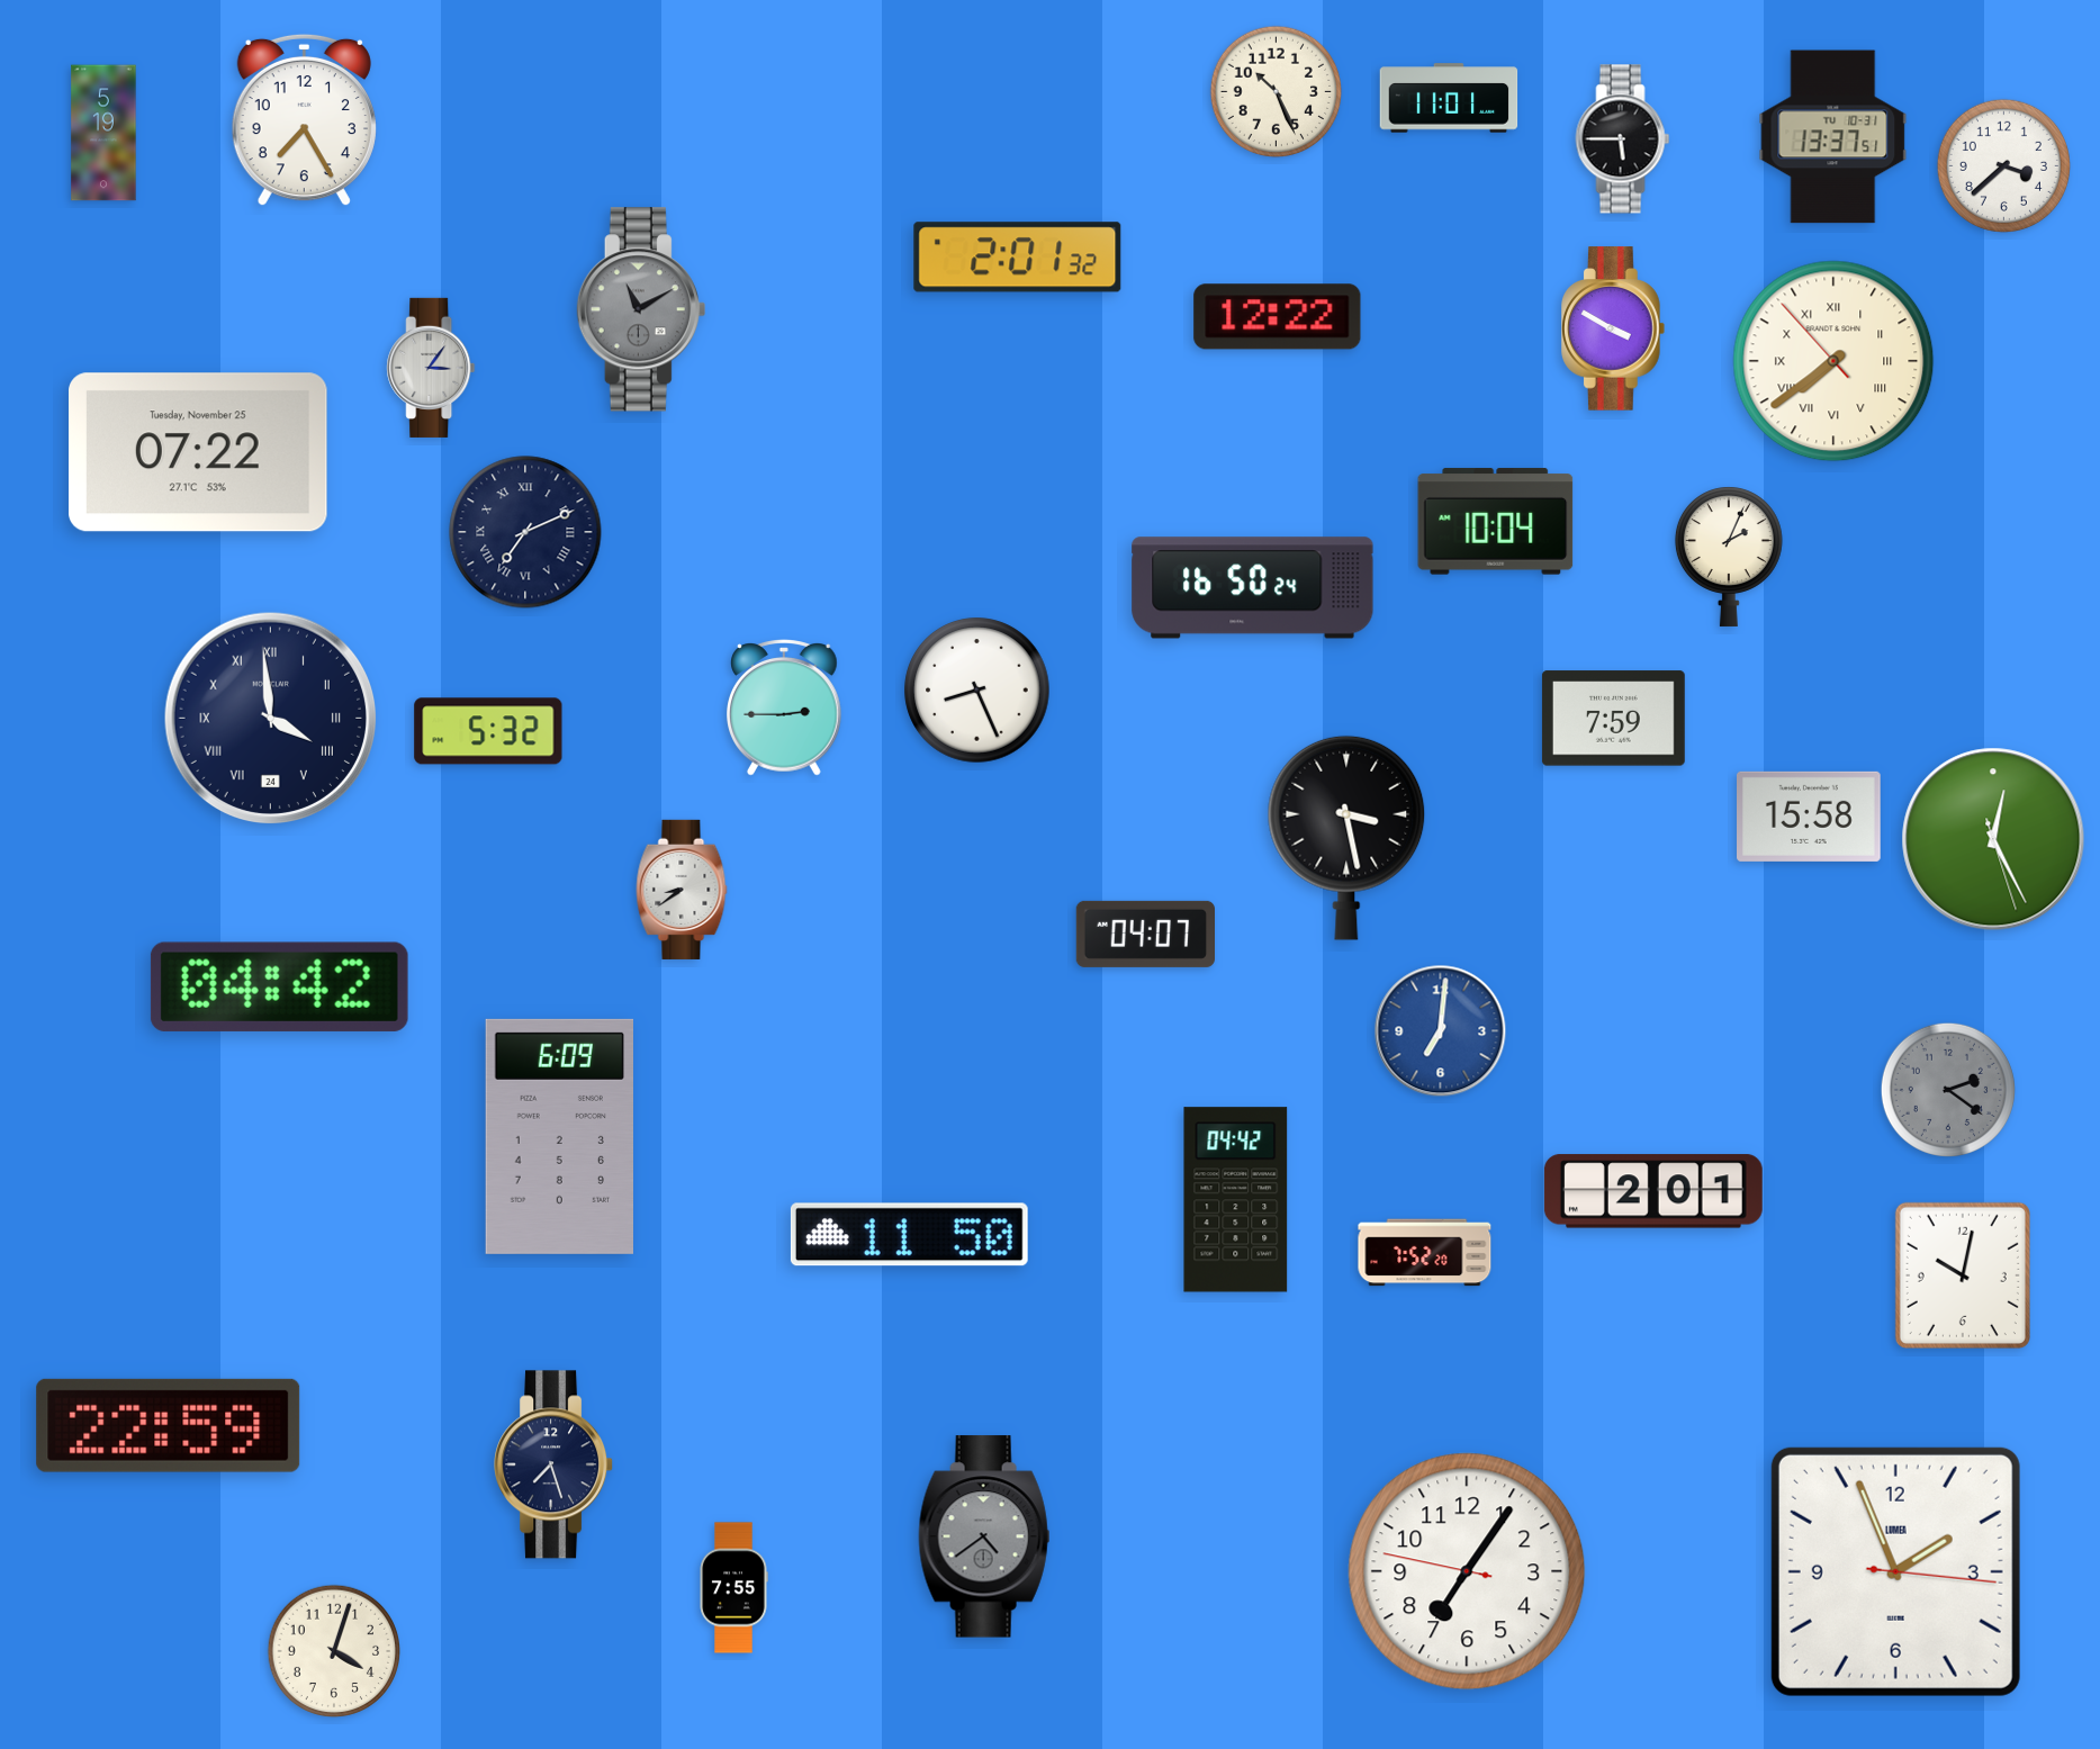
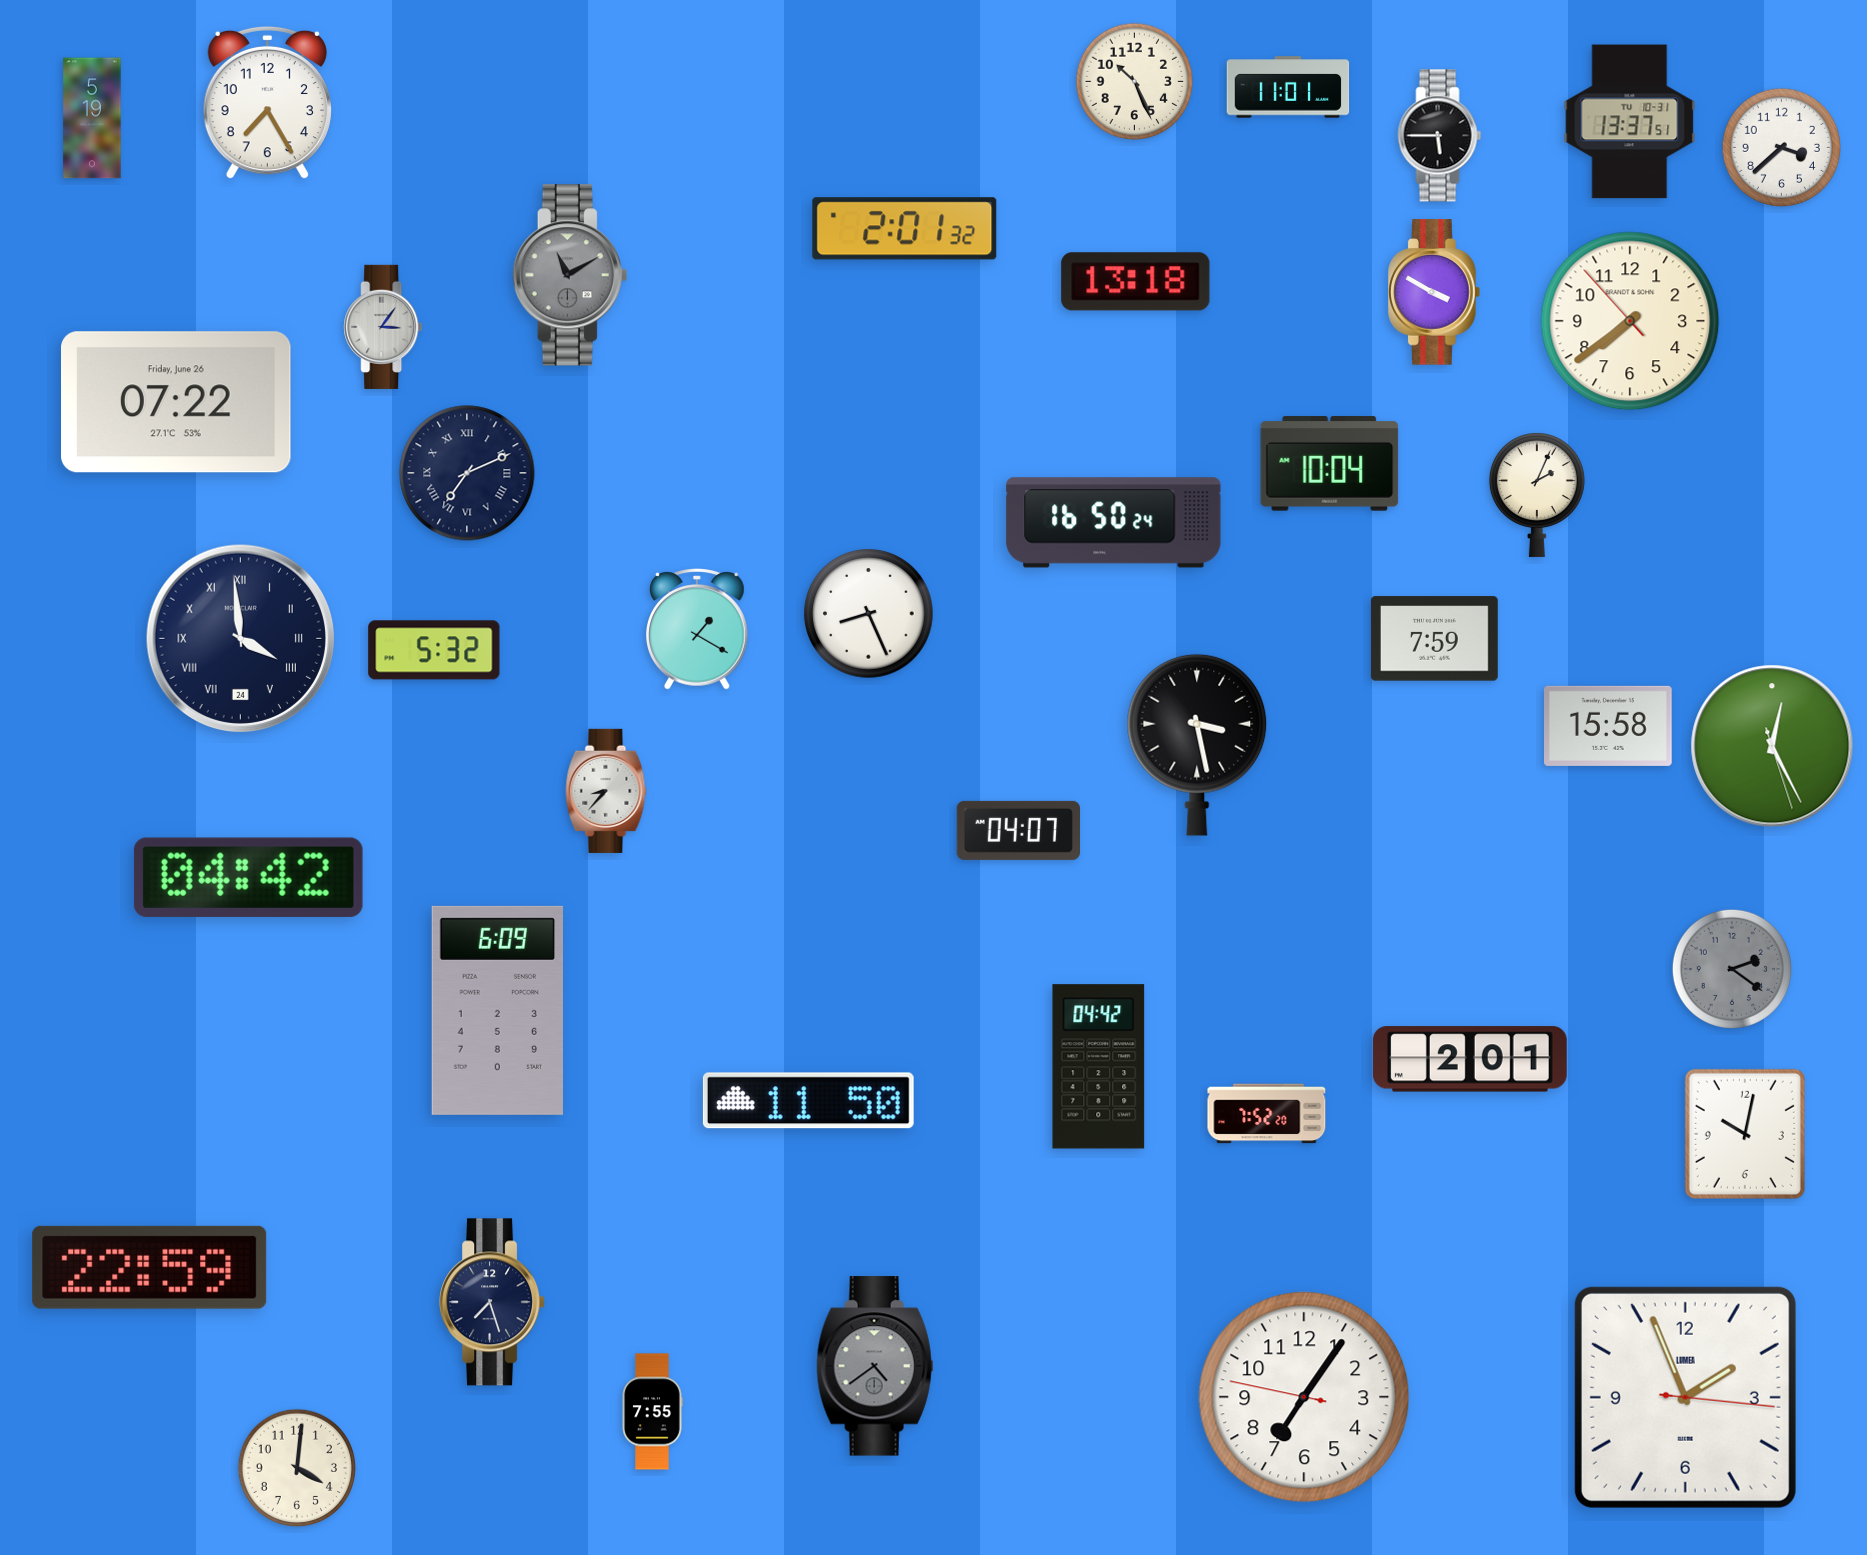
clock at (304, 120) position: (304, 120) -> (267, 103)
clock at (1623, 139) position: (1623, 139) -> (1440, 136)
clock at (1278, 317): 12:22 -> 13:18
clock at (1833, 361) numerals: Roman -> Arabic
clock at (199, 452) date: Tuesday, November 25 -> Friday, June 26
clock at (785, 707): 2:45 -> 1:20
clock at (682, 890): 8:39 -> 8:37
clock at (1441, 1031): 7:01 -> none
clock at (909, 1235) position: (909, 1235) -> (808, 1101)
clock at (333, 1650): 4:03 -> 4:01
